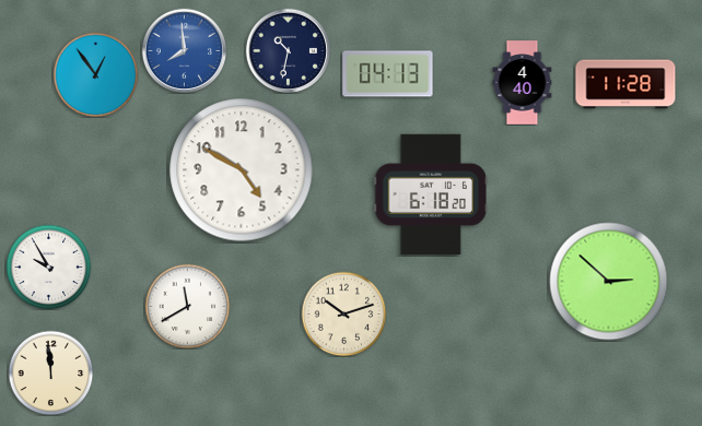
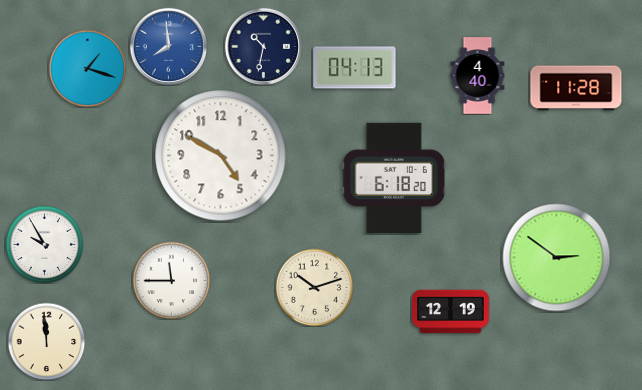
clock at (95, 74): 12:54 -> 1:18
clock at (625, 84) position: (625, 84) -> (576, 88)
clock at (609, 282): 2:52 -> 2:51
clock at (187, 306): 11:40 -> 11:45
clock at (451, 312): none -> 12:19
